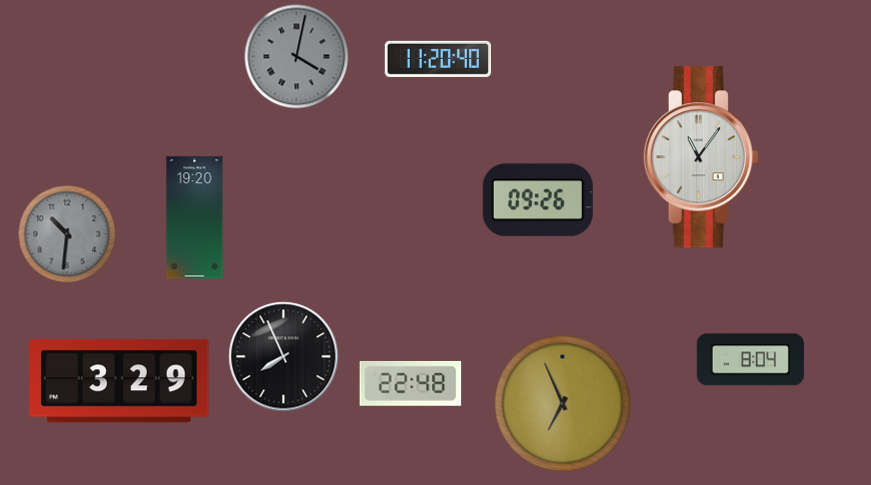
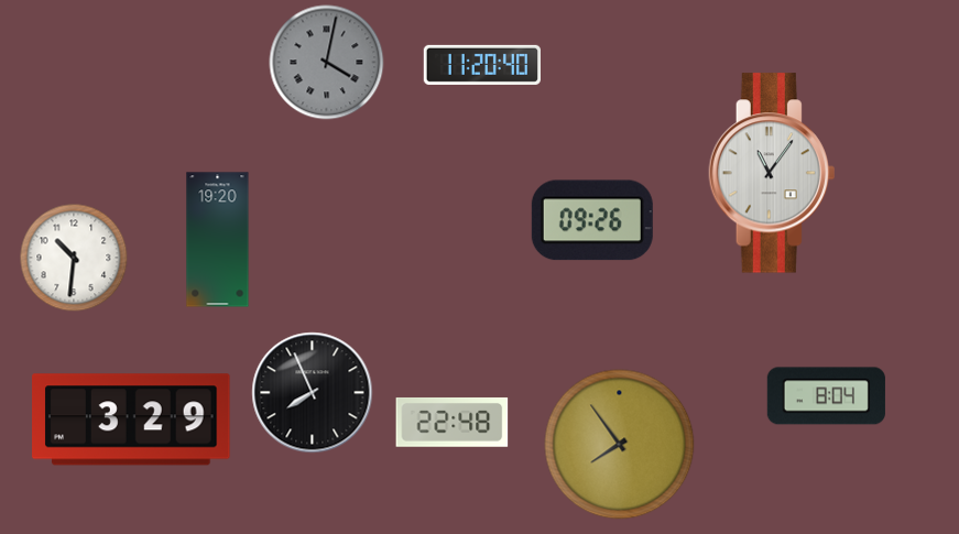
clock at (195, 218) position: (195, 218) -> (218, 240)
clock at (67, 234) dial: grey -> white
clock at (563, 404): 6:56 -> 7:54
